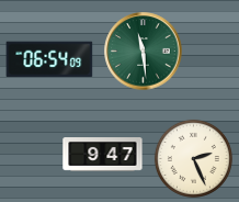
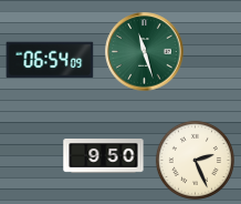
clock at (144, 52): 11:29 -> 11:27
clock at (103, 155): 9:47 -> 9:50
